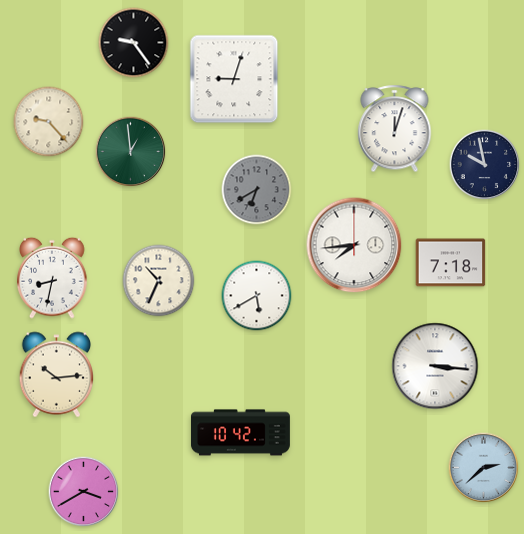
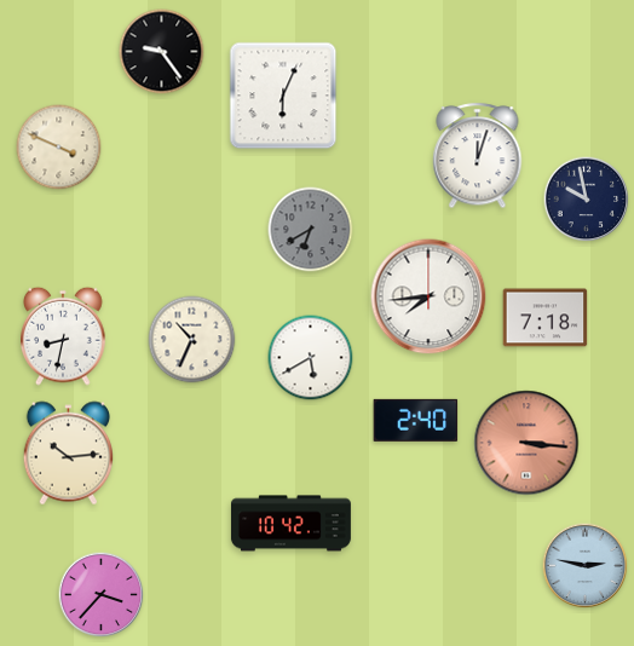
clock at (234, 79): 9:03 -> 6:04
clock at (49, 122): 9:23 -> 3:49
clock at (131, 152): 12:59 -> none
clock at (416, 420): none -> 2:40
clock at (435, 366) dial: white -> salmon
clock at (484, 468): 2:38 -> 2:47
clock at (84, 492): 3:40 -> 3:37
